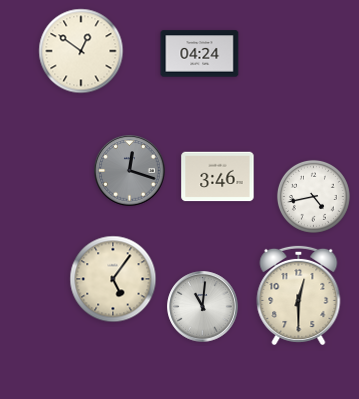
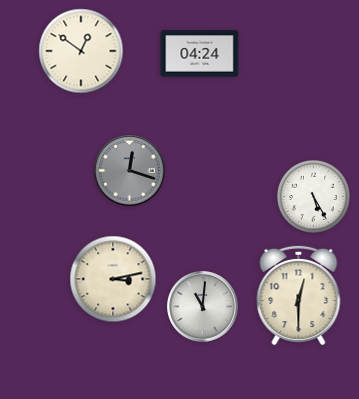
clock at (218, 177): 3:46 -> none
clock at (313, 196): 4:43 -> 5:25
clock at (113, 279): 5:06 -> 3:13
